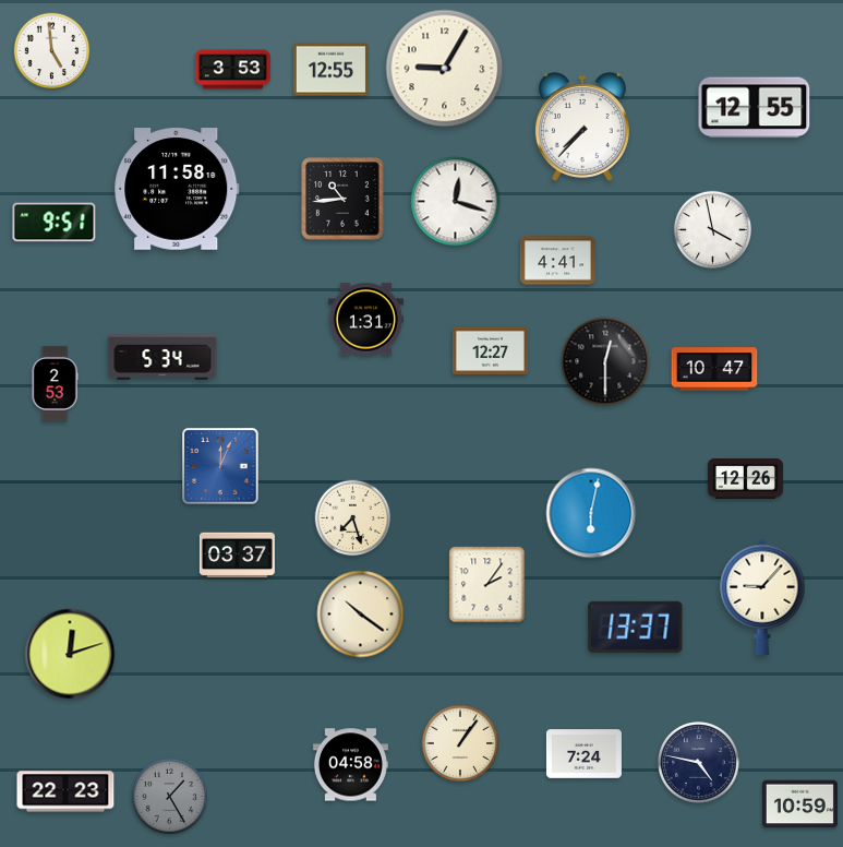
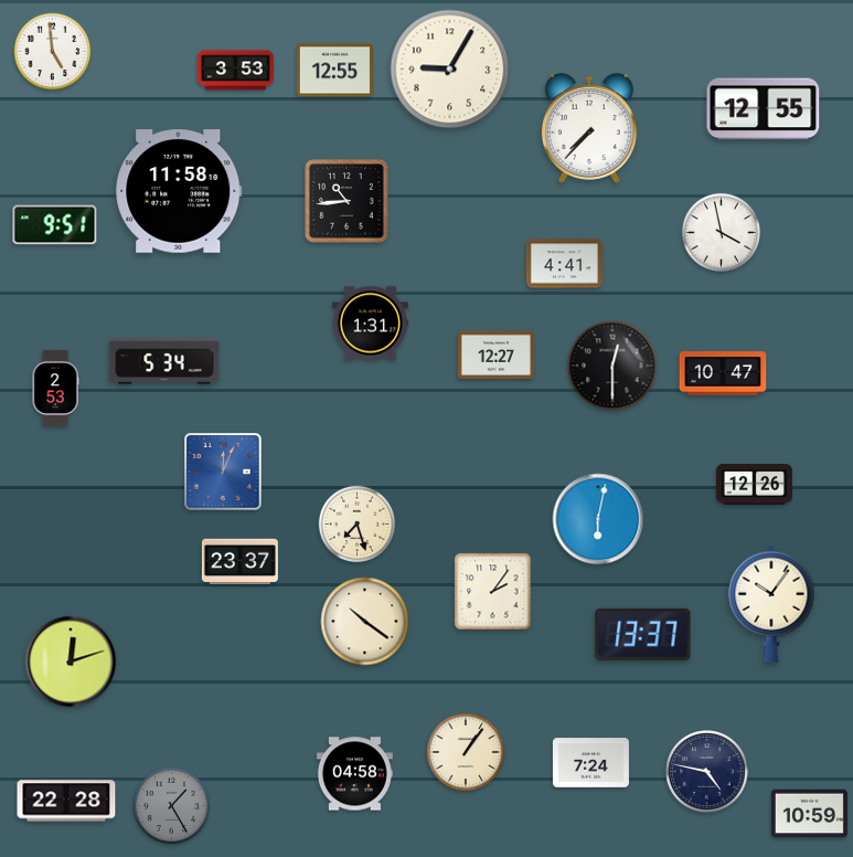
clock at (456, 202): 12:18 -> none
clock at (237, 554): 03:37 -> 23:37
clock at (762, 597): 9:07 -> 10:06
clock at (65, 791): 22:23 -> 22:28
